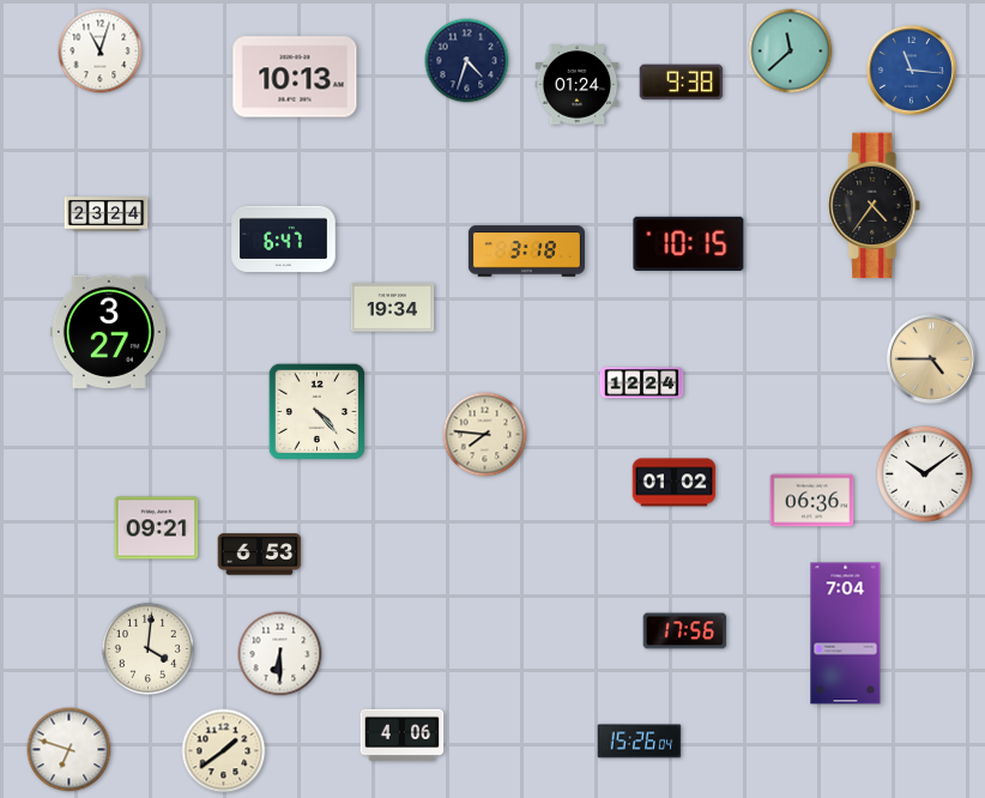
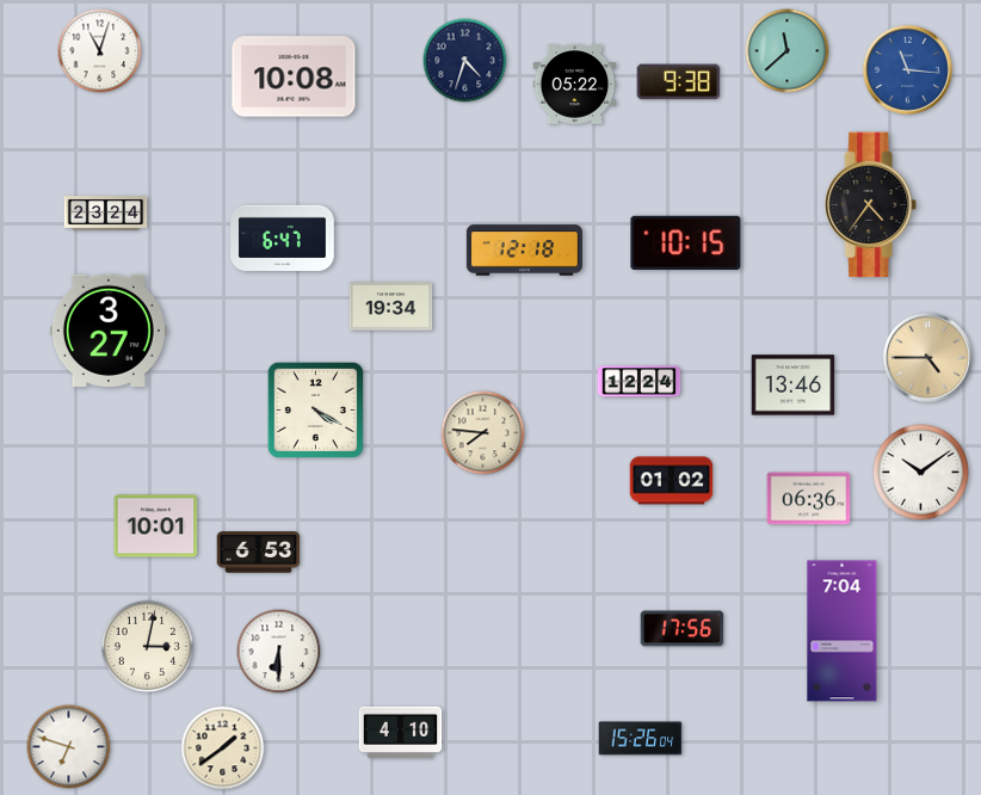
clock at (295, 77): 10:13 -> 10:08
clock at (578, 85): 01:24 -> 05:22
clock at (526, 252): 3:18 -> 12:18
clock at (794, 386): none -> 13:46
clock at (316, 411): 4:23 -> 4:20
clock at (157, 528): 09:21 -> 10:01
clock at (147, 648): 4:01 -> 3:02
clock at (403, 736): 4:06 -> 4:10
clock at (640, 742) position: (640, 742) -> (641, 739)
